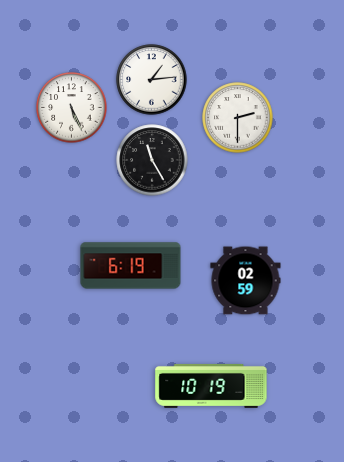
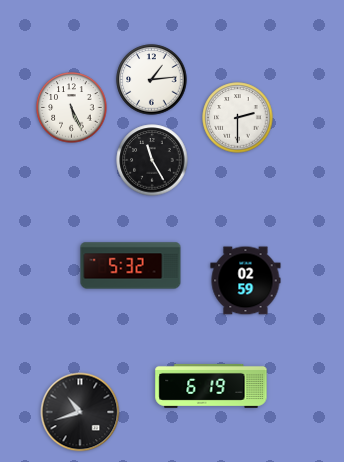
clock at (131, 266): 6:19 -> 5:32
clock at (211, 386): 10:19 -> 6:19
clock at (80, 412): none -> 10:42
